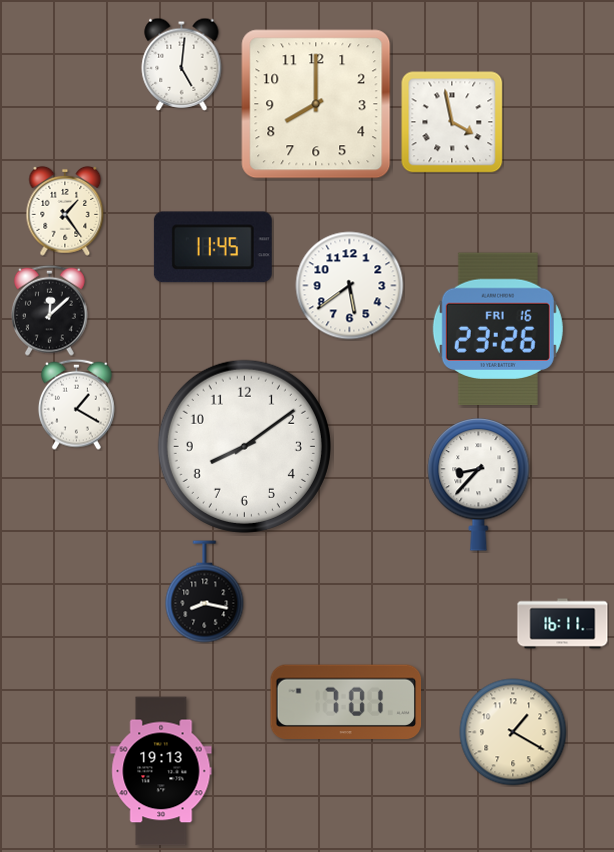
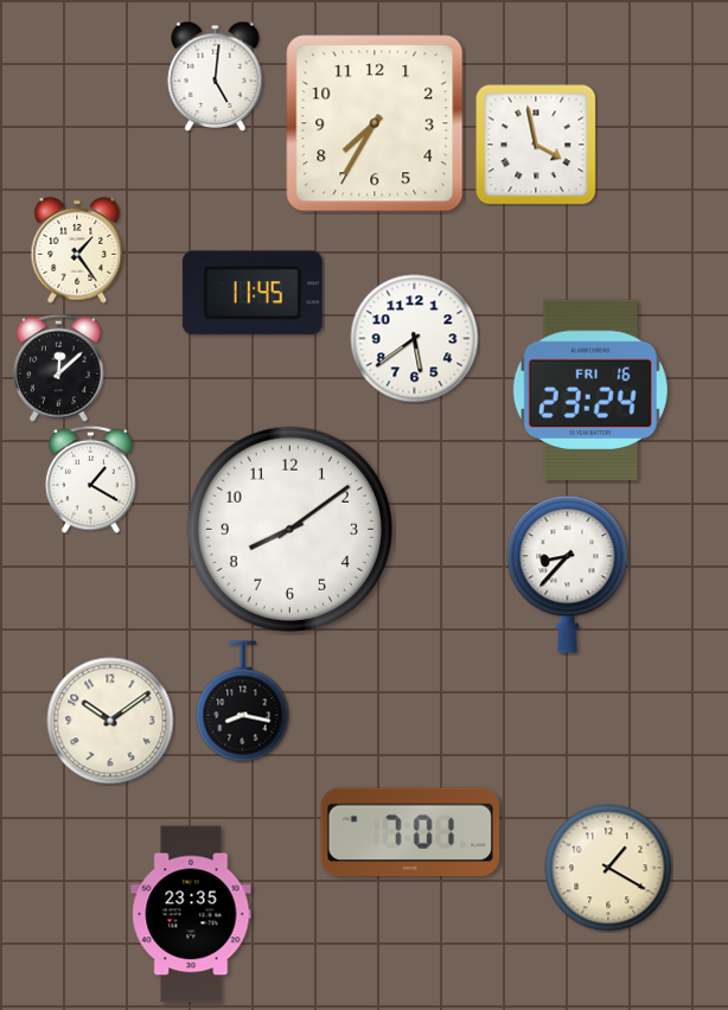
clock at (316, 104): 8:00 -> 7:35
clock at (498, 328): 23:26 -> 23:24
clock at (110, 721): none -> 10:09
clock at (563, 624): 16:11 -> none
clock at (161, 771): 19:13 -> 23:35
